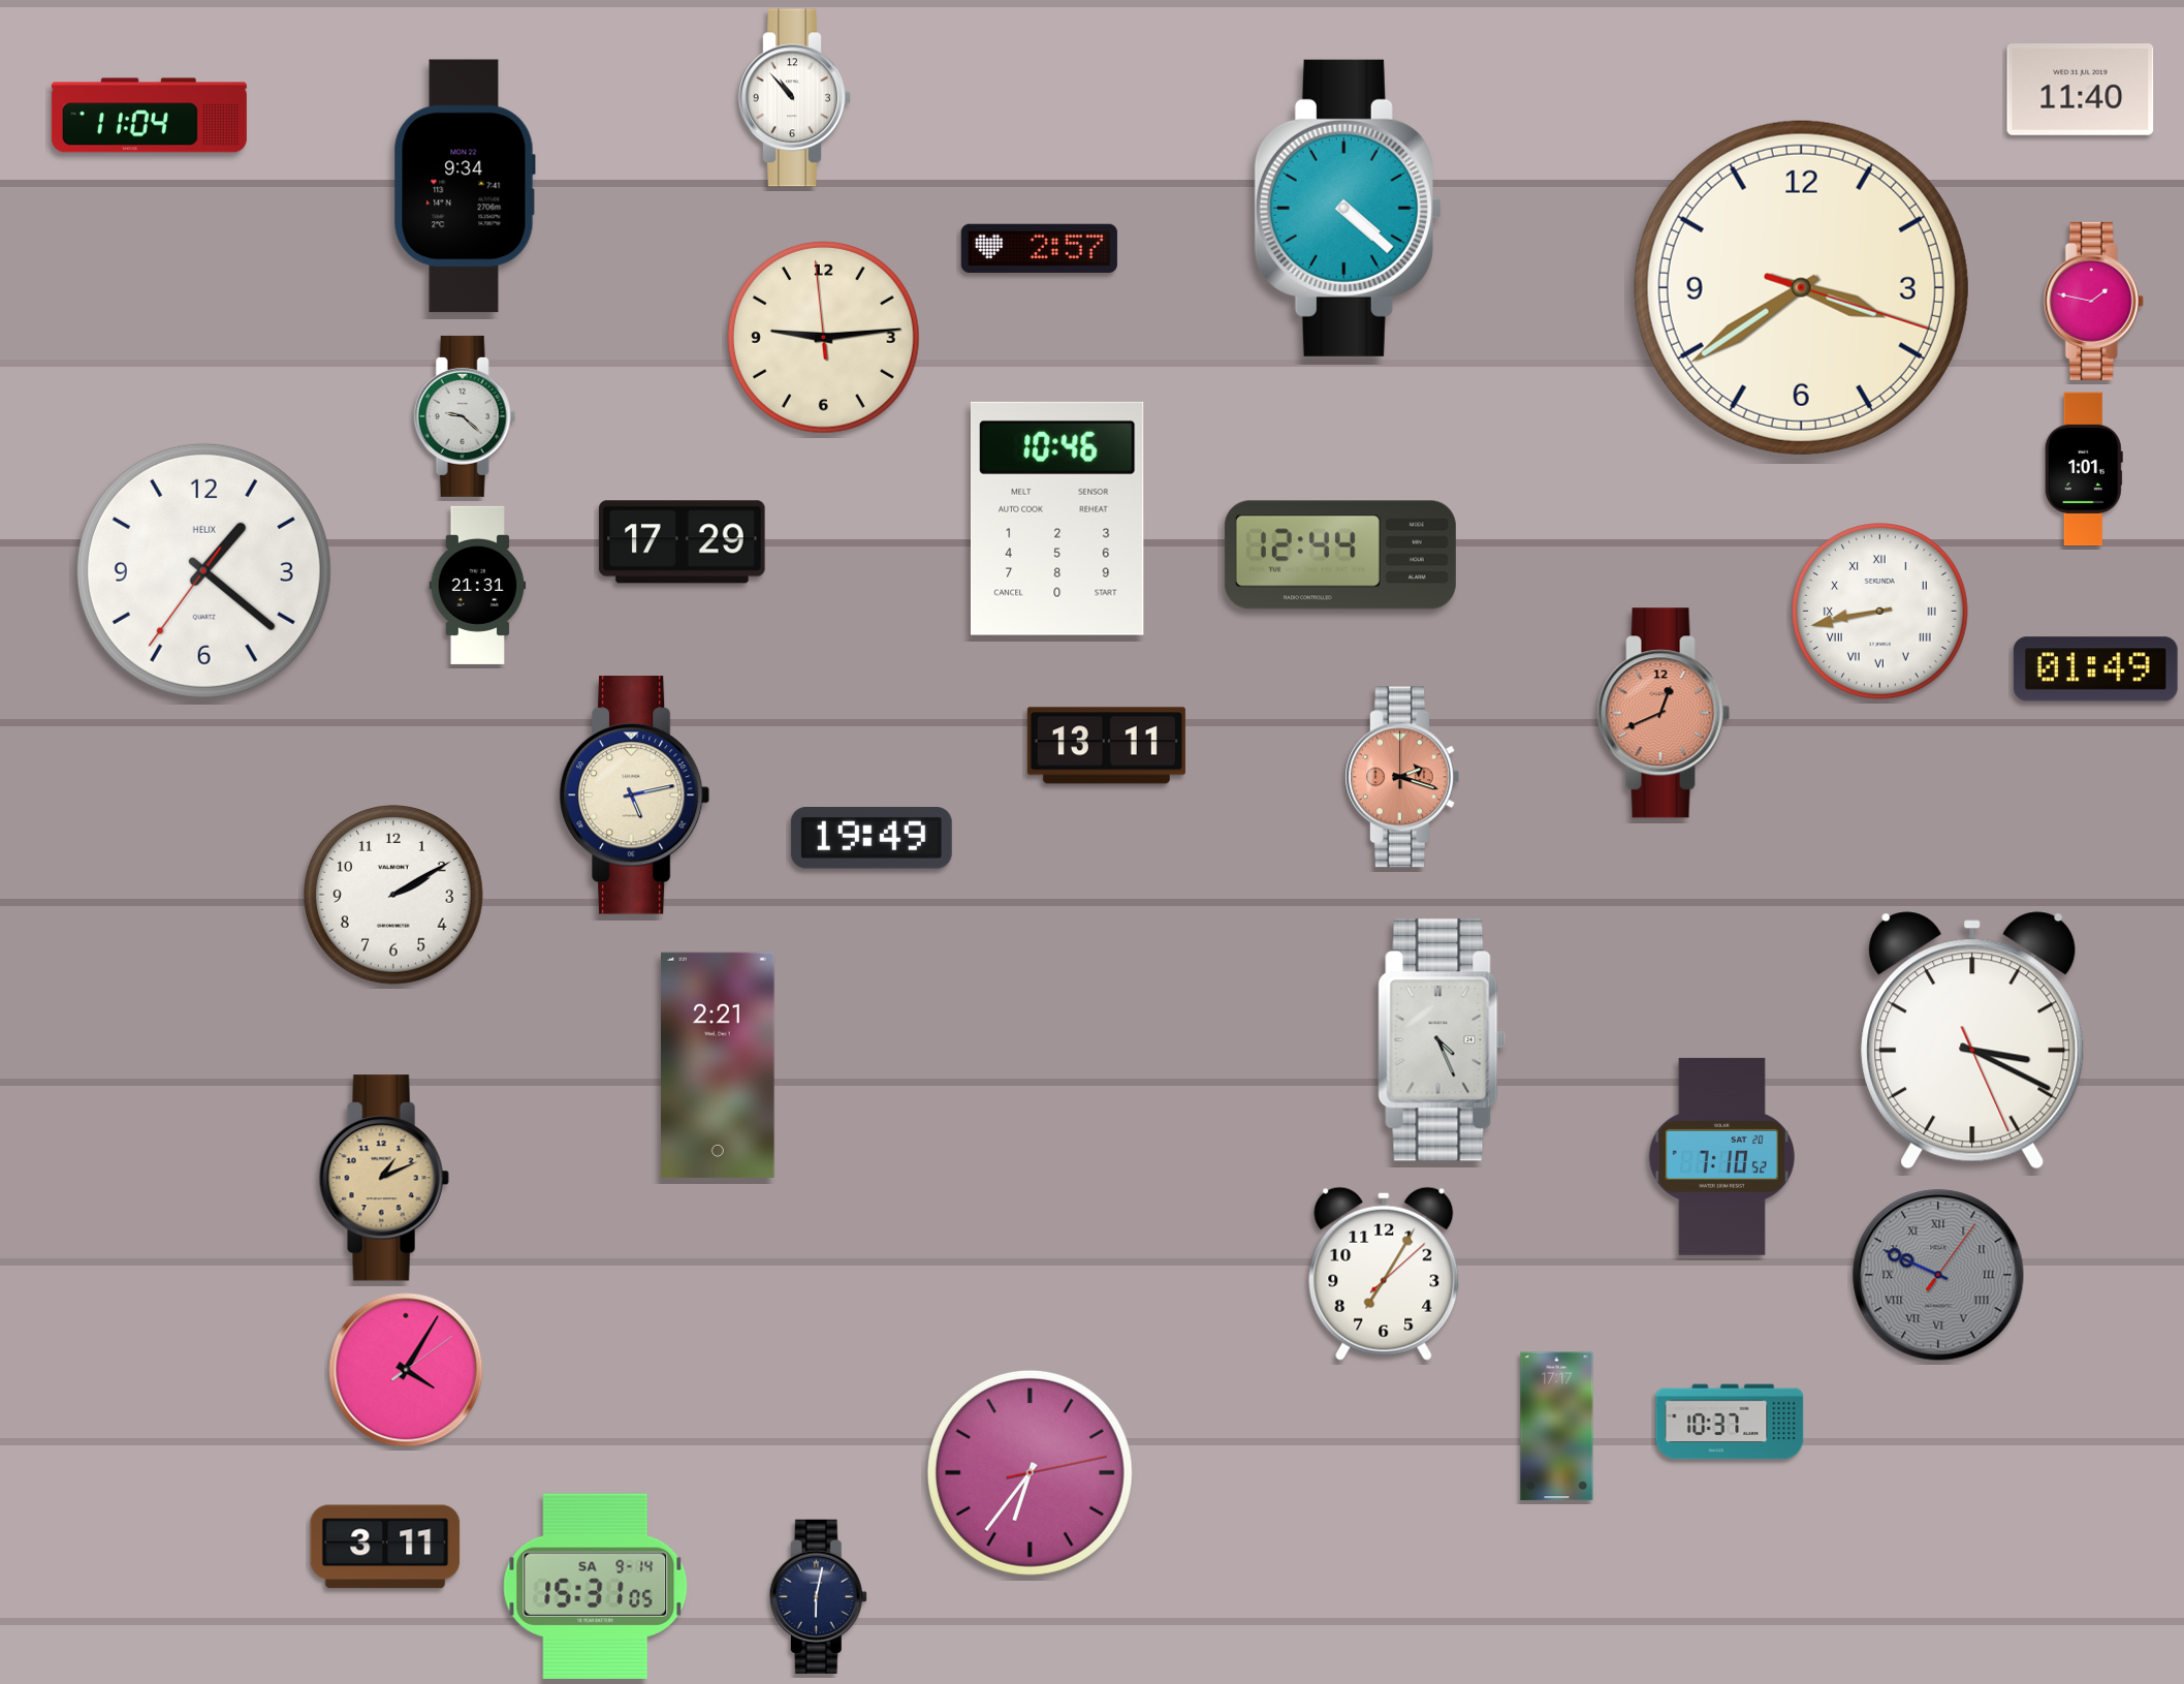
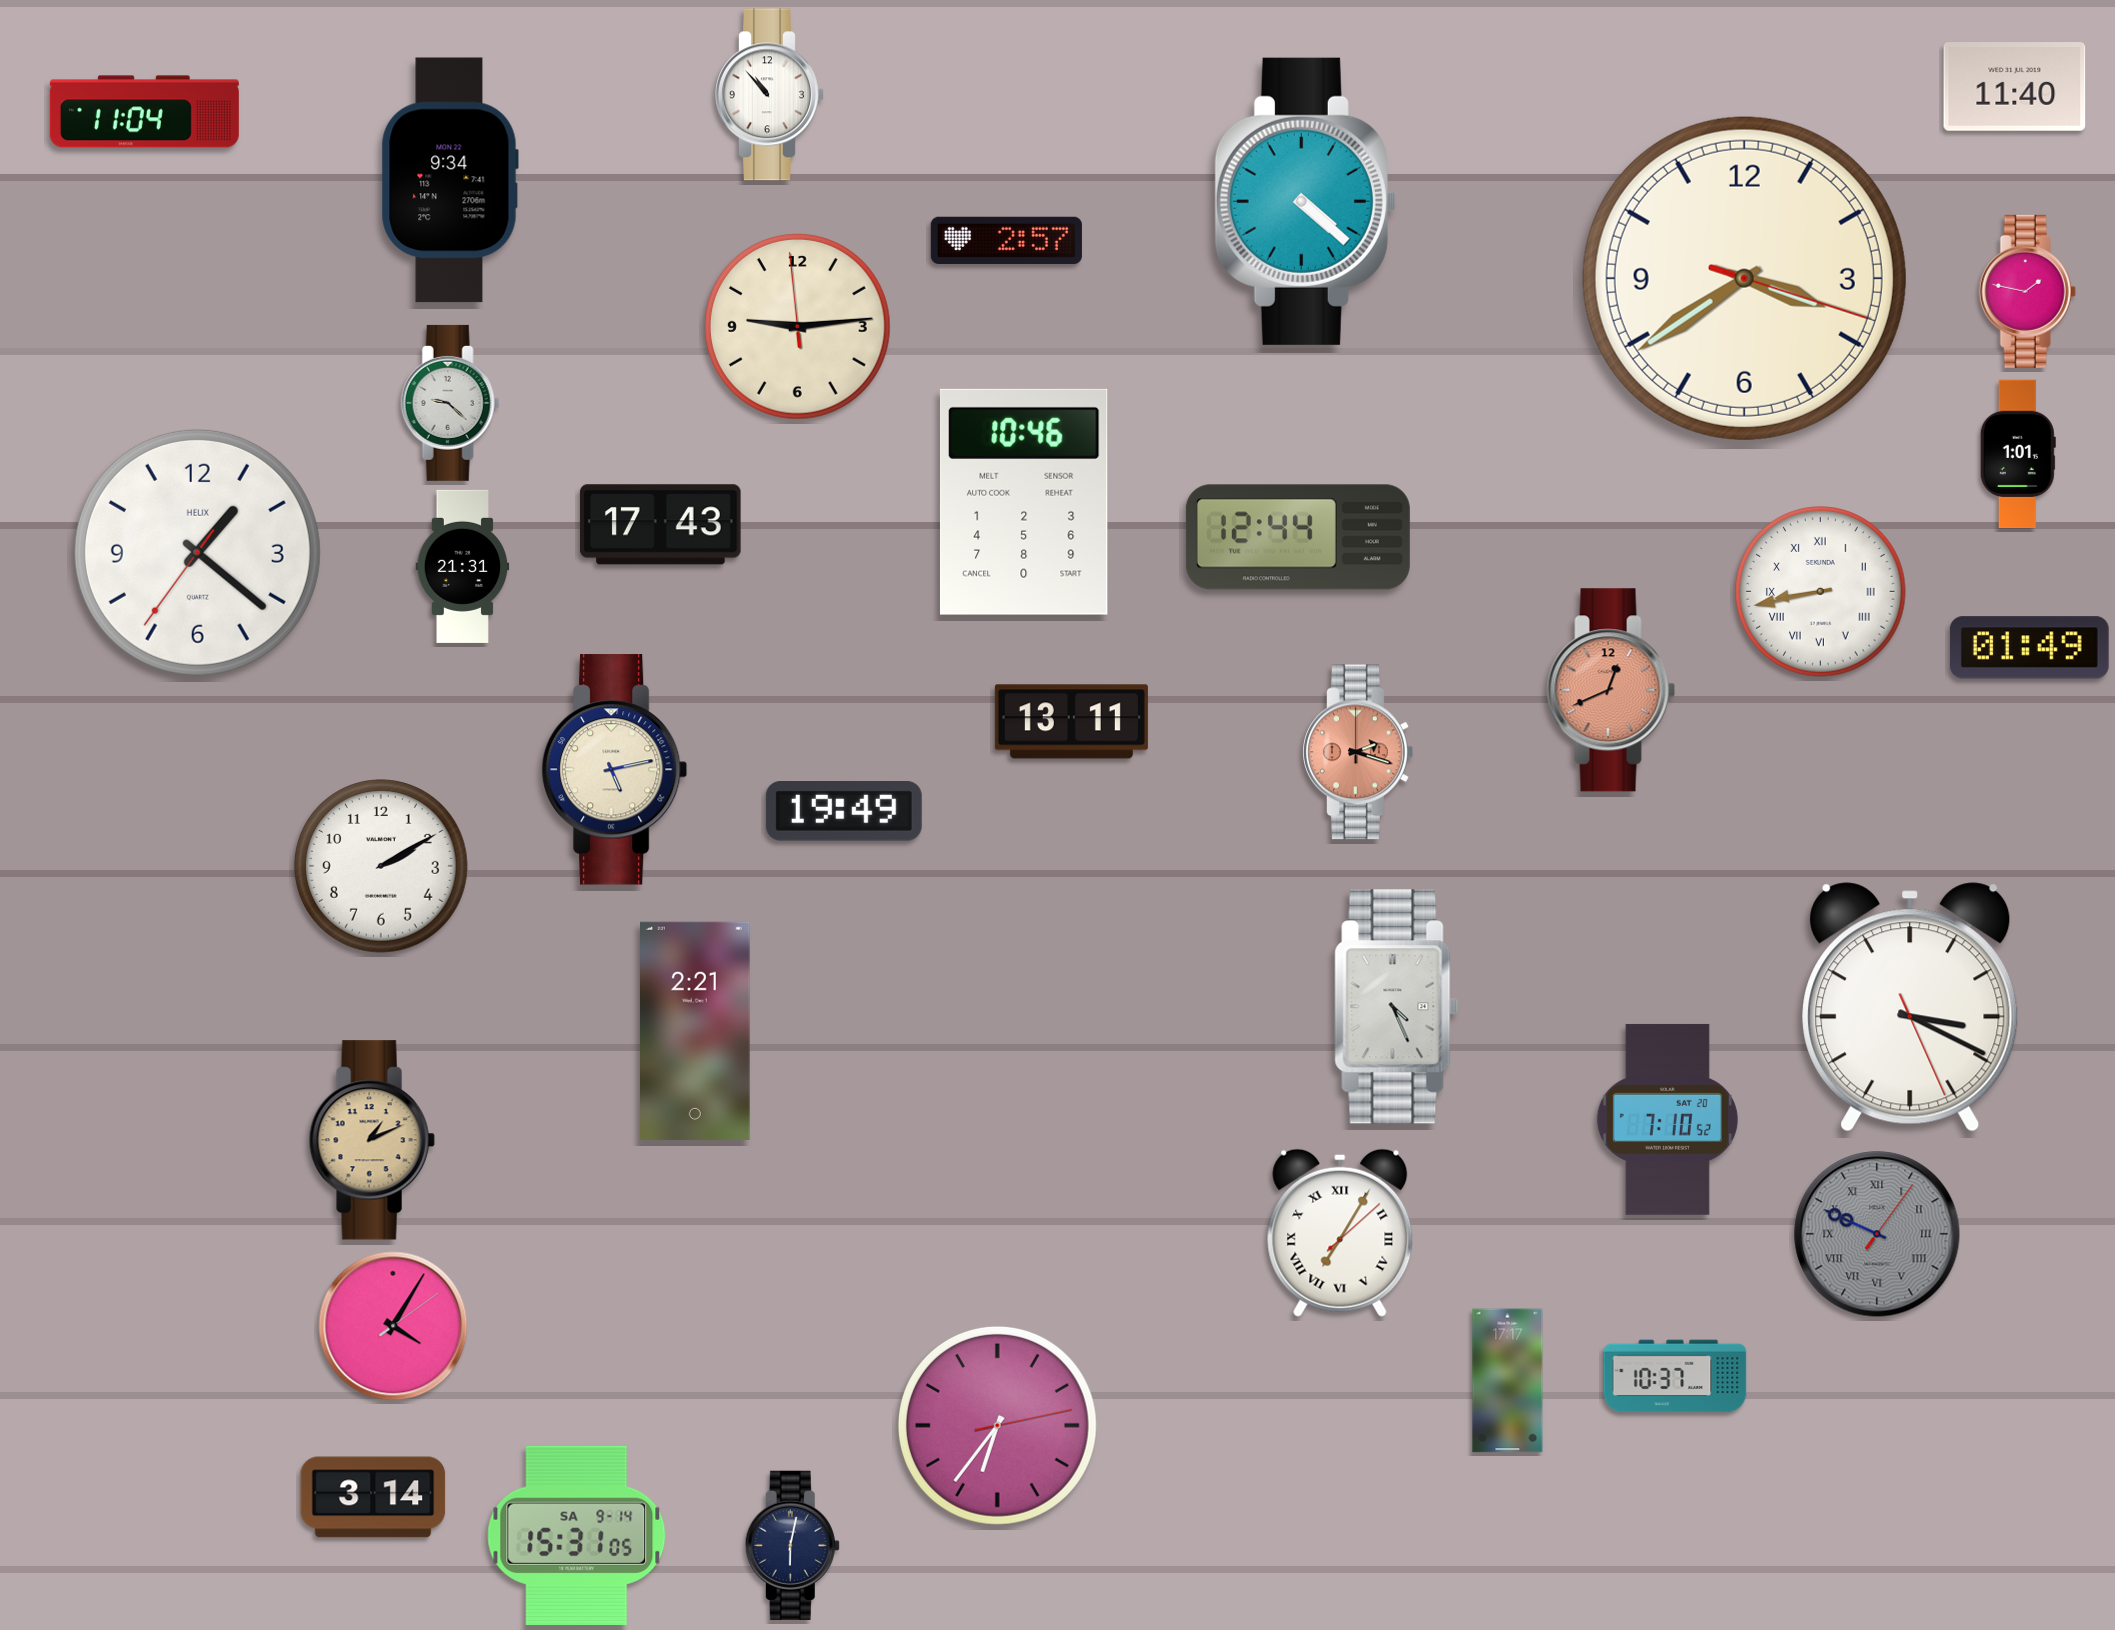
clock at (683, 542): 17:29 -> 17:43
clock at (1384, 1274) numerals: Arabic -> Roman
clock at (385, 1547): 3:11 -> 3:14
